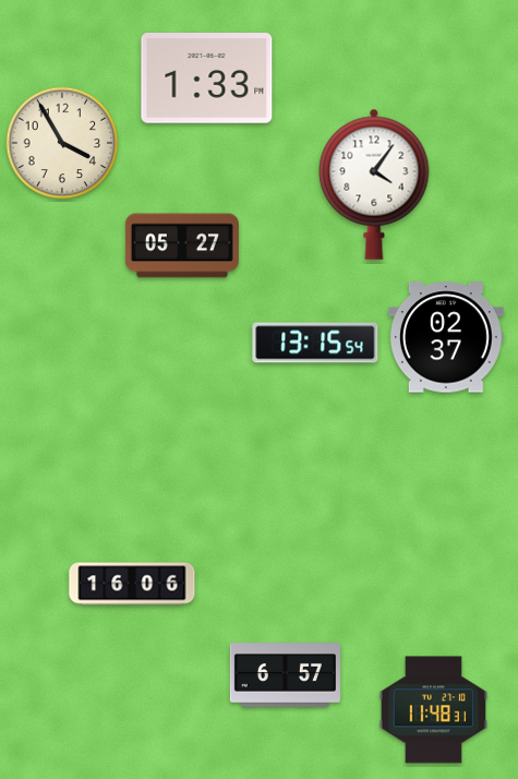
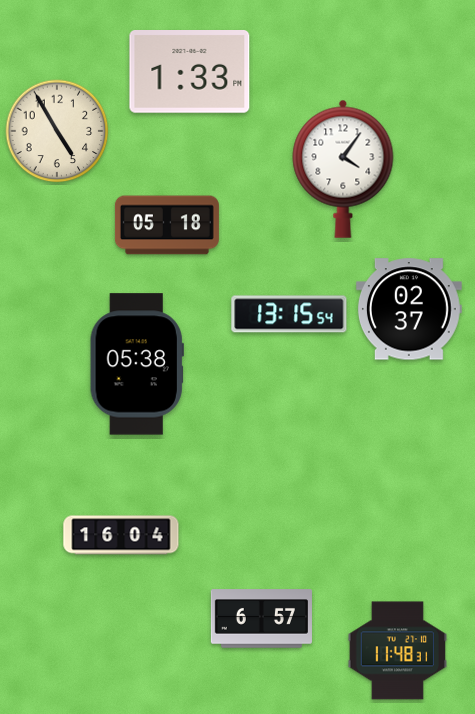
clock at (62, 143): 3:55 -> 4:55
clock at (182, 245): 05:27 -> 05:18
clock at (137, 364): none -> 05:38
clock at (132, 584): 16:06 -> 16:04
